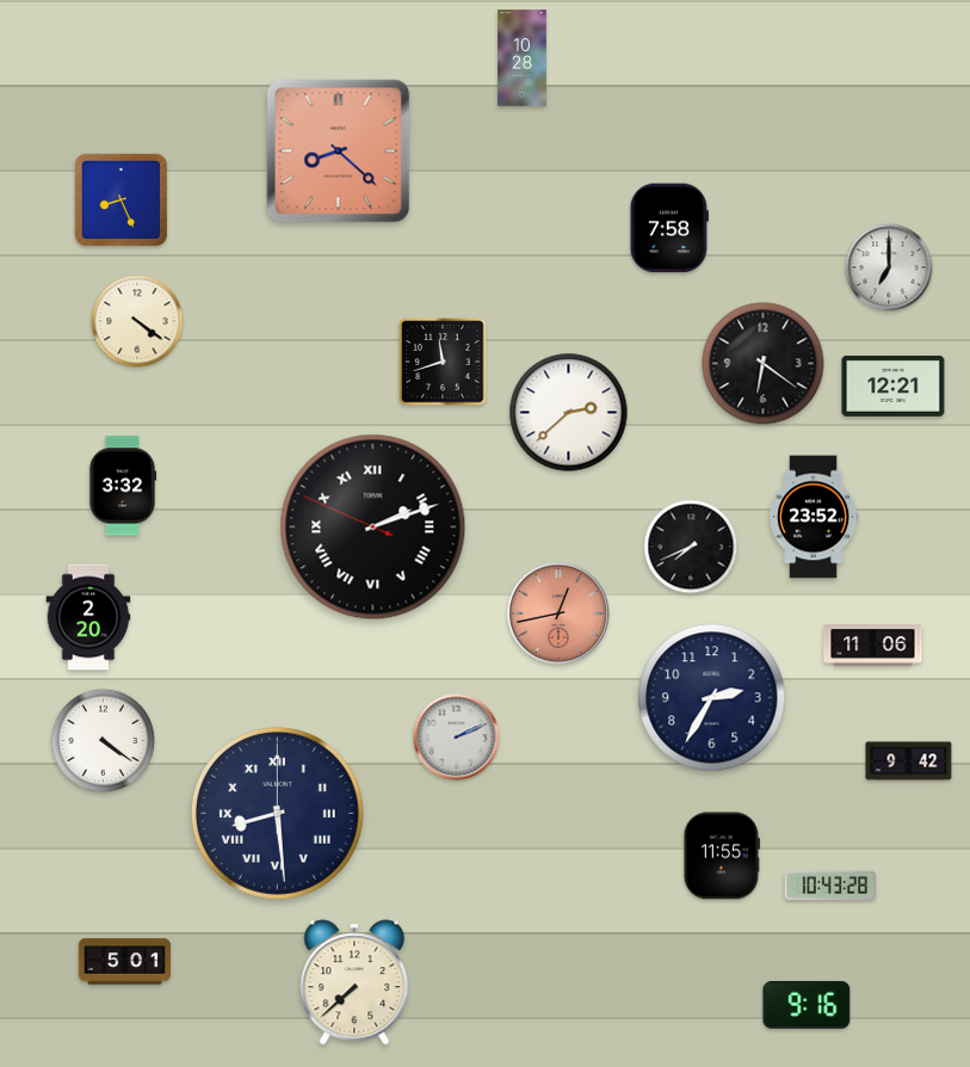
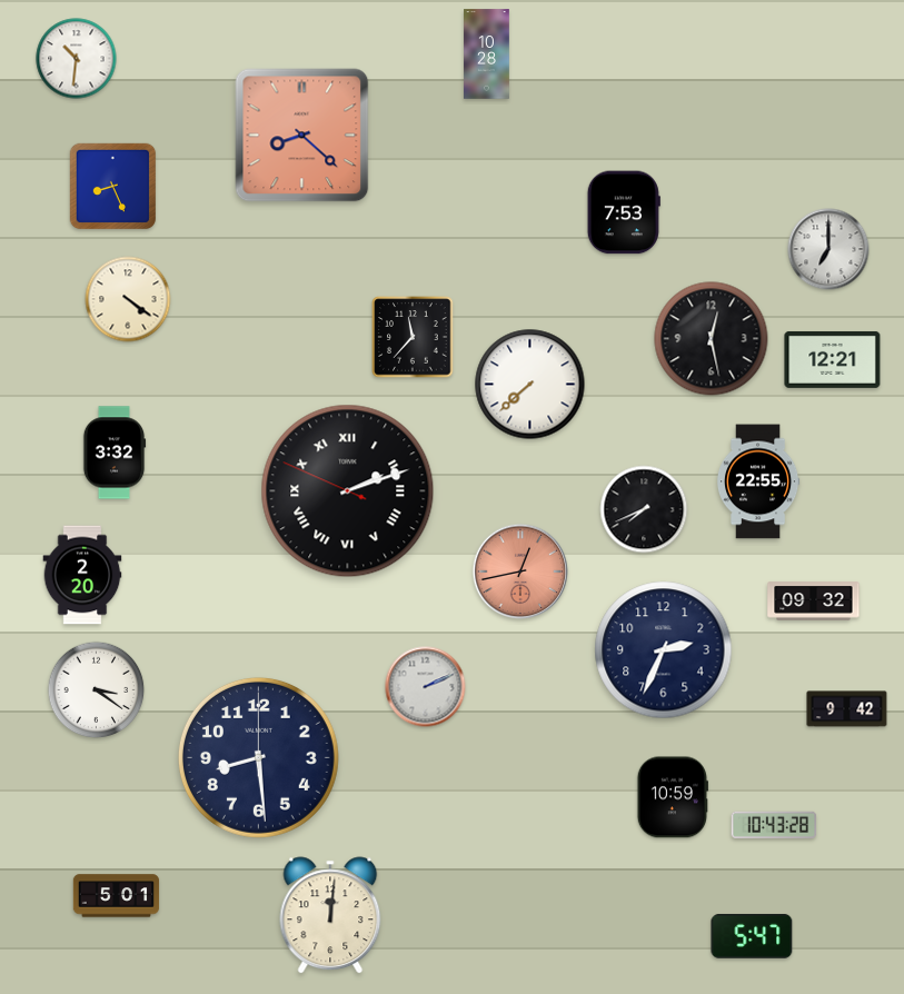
clock at (77, 59): none -> 10:31
clock at (339, 152) position: (339, 152) -> (302, 136)
clock at (669, 228): 7:58 -> 7:53
clock at (443, 362): 11:42 -> 11:37
clock at (764, 364): 6:21 -> 12:28
clock at (569, 413): 2:38 -> 7:38
clock at (814, 517): 23:52 -> 22:55
clock at (873, 646): 11:06 -> 09:32
clock at (712, 698): 2:35 -> 2:34
clock at (104, 741): 4:21 -> 3:21
clock at (277, 813) numerals: Roman -> Arabic
clock at (722, 856): 11:55 -> 10:59
clock at (354, 982): 7:38 -> 12:01
clock at (807, 1005): 9:16 -> 5:47
